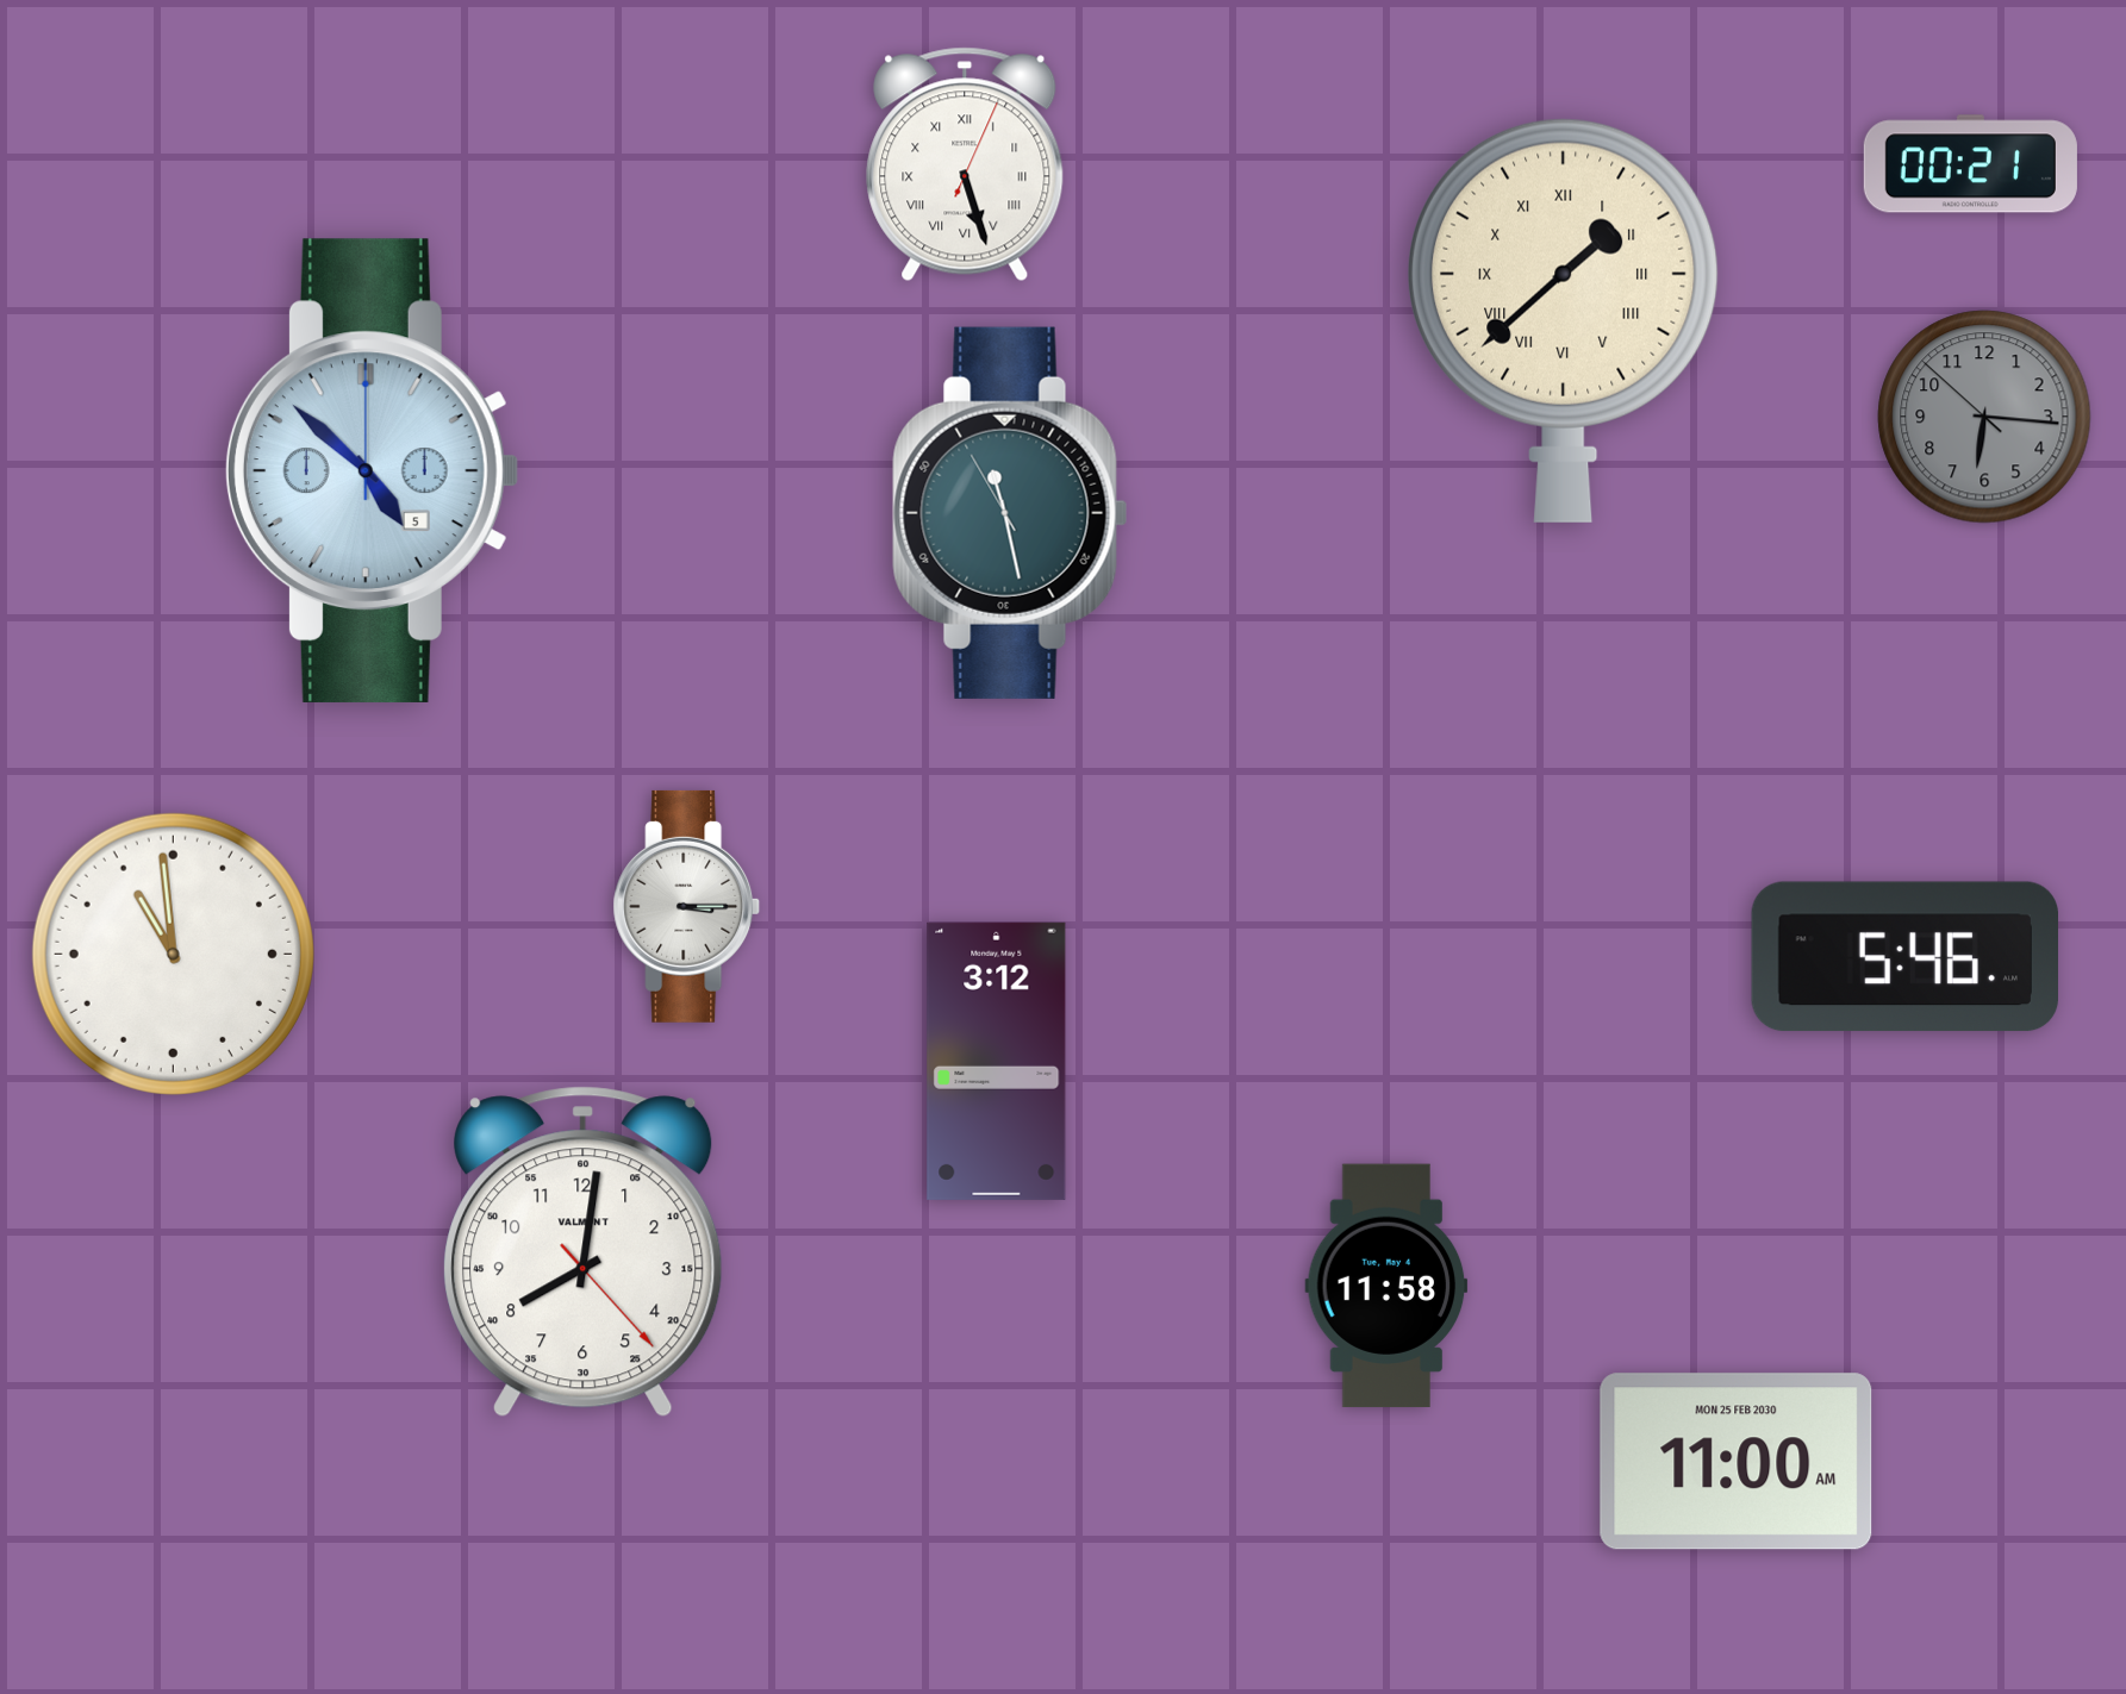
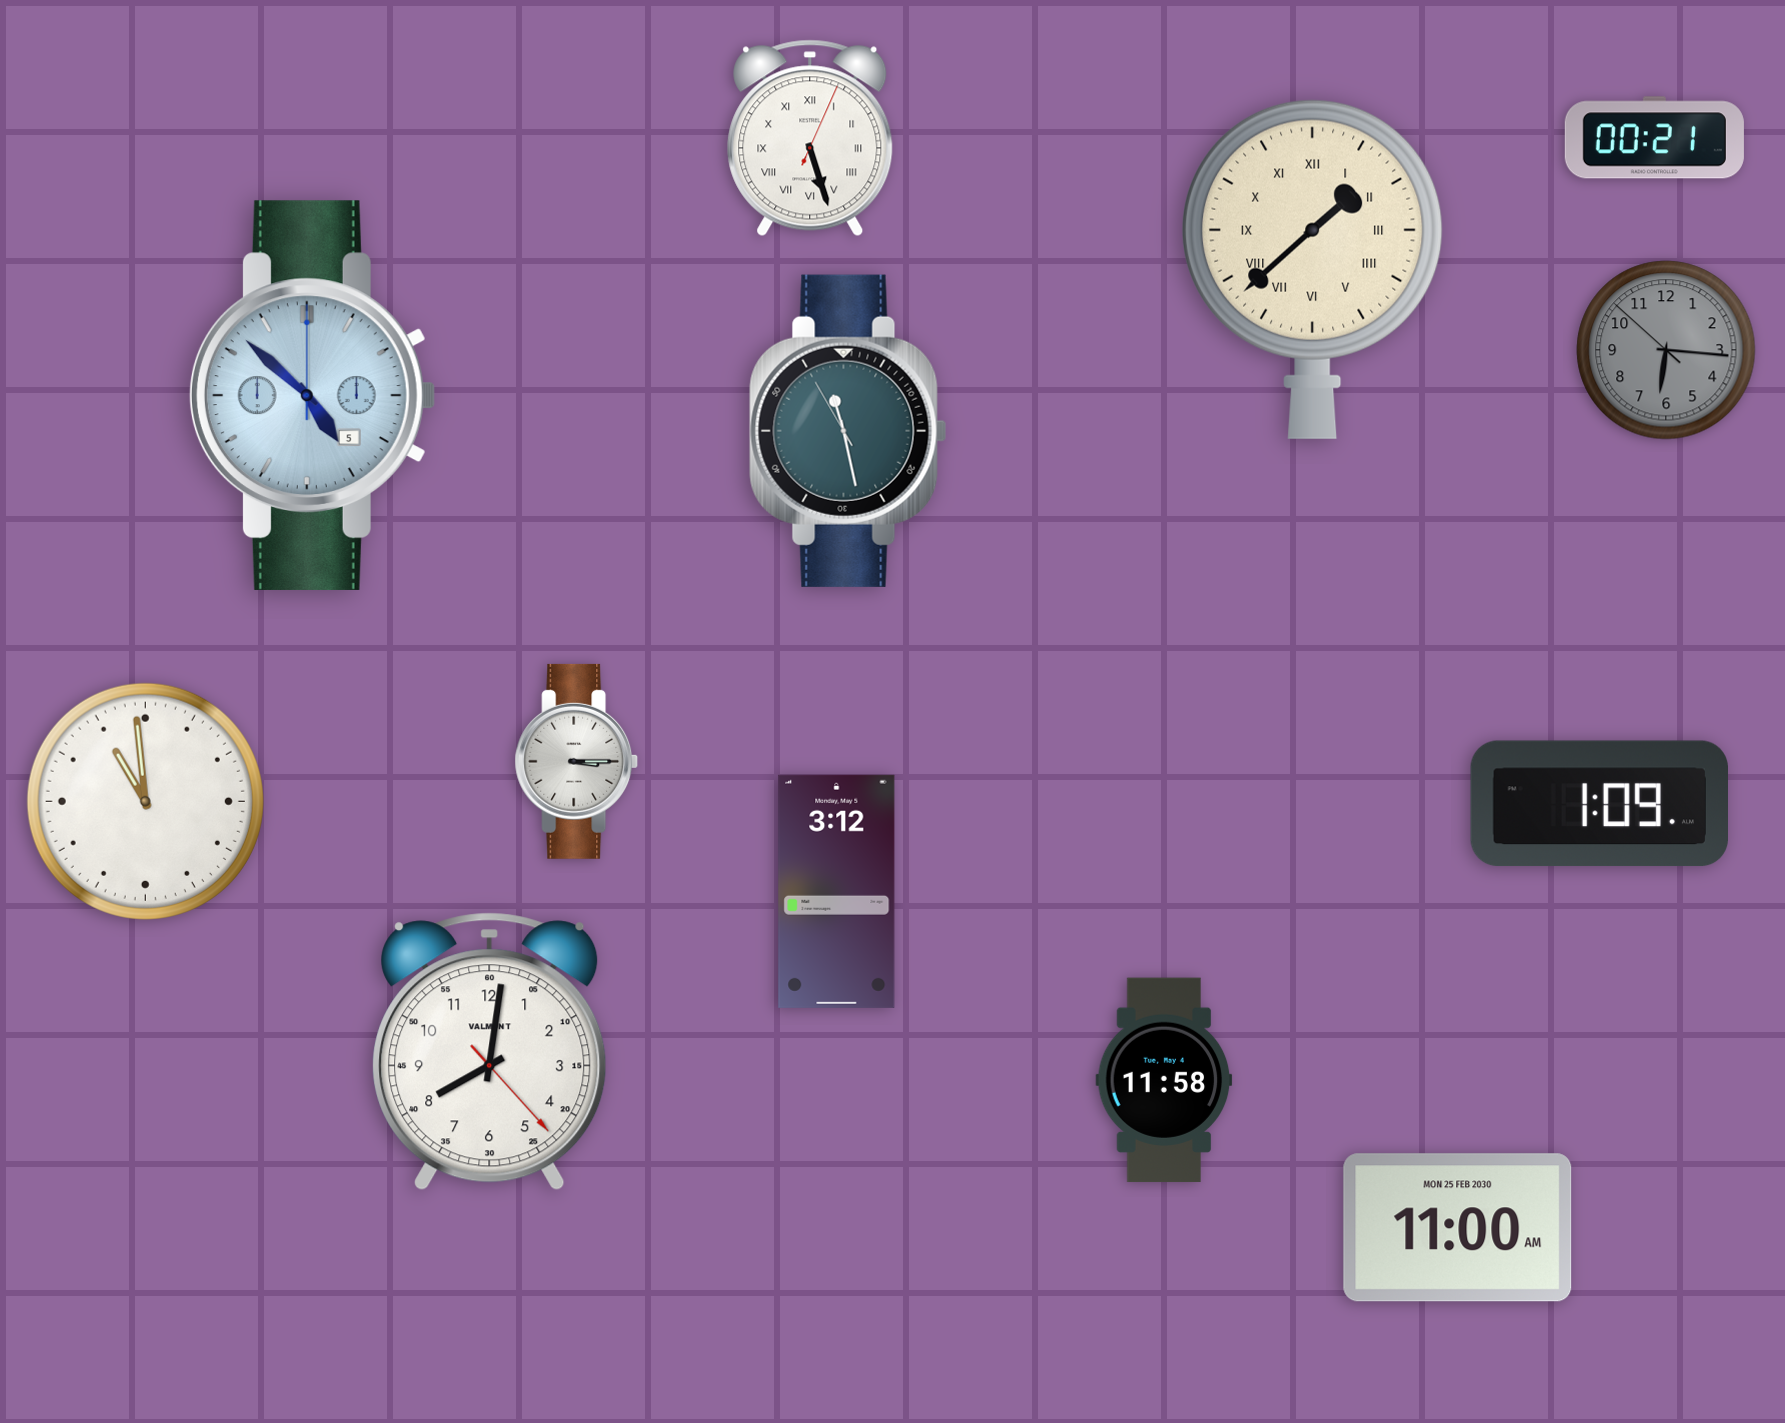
clock at (1904, 957): 5:46 -> 1:09
